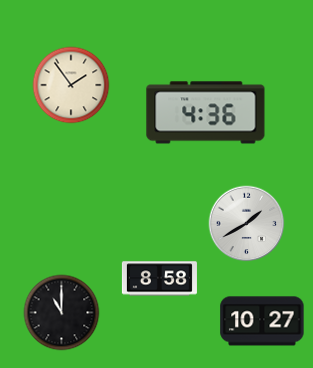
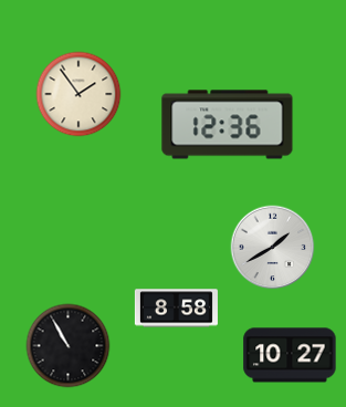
clock at (206, 113): 4:36 -> 12:36
clock at (62, 313): 11:00 -> 10:55
